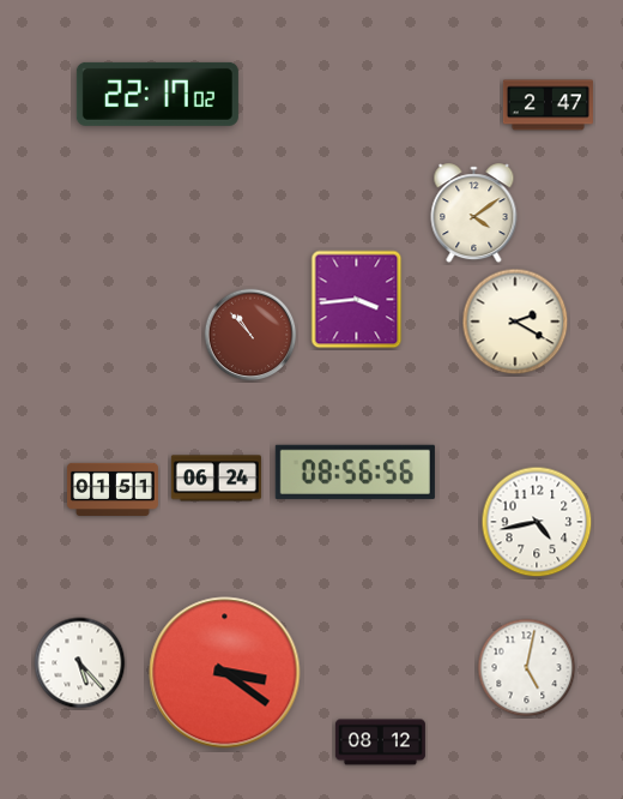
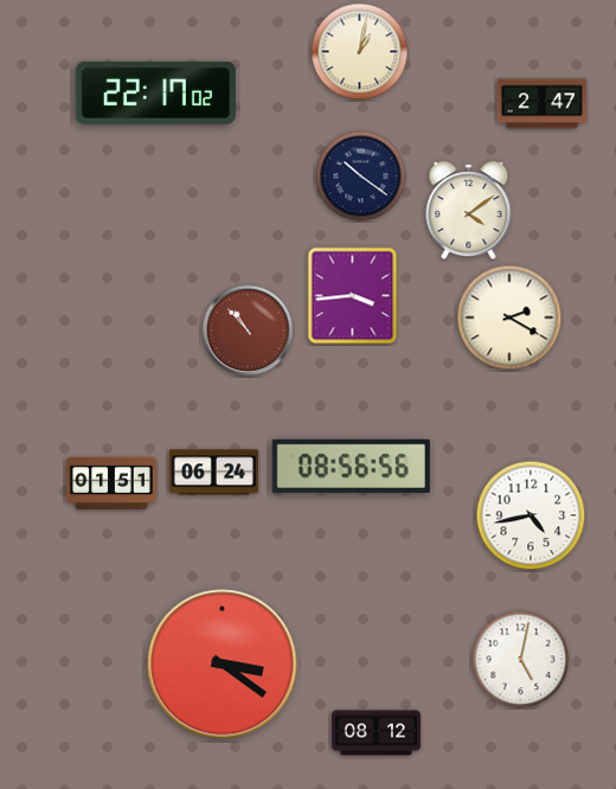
clock at (360, 52): none -> 1:02
clock at (361, 177): none -> 10:21
clock at (80, 663): 5:23 -> none
